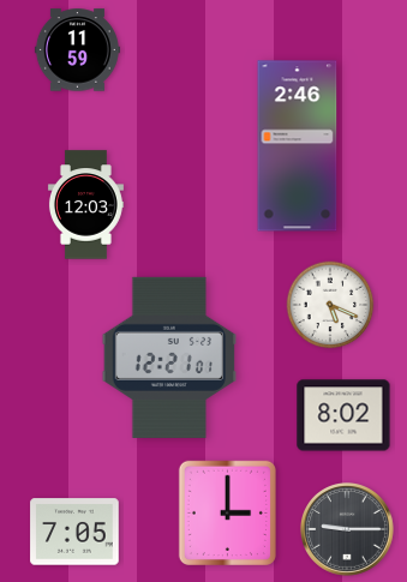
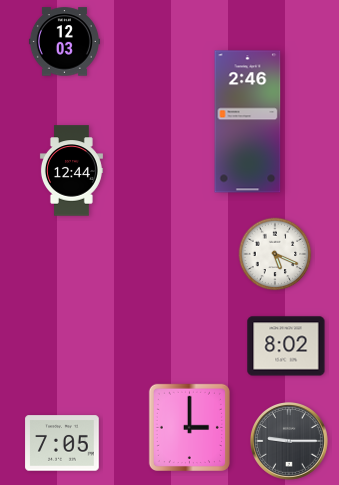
clock at (77, 50): 11:59 -> 12:03
clock at (85, 205): 12:03 -> 12:44
clock at (169, 358): 12:21 -> none
